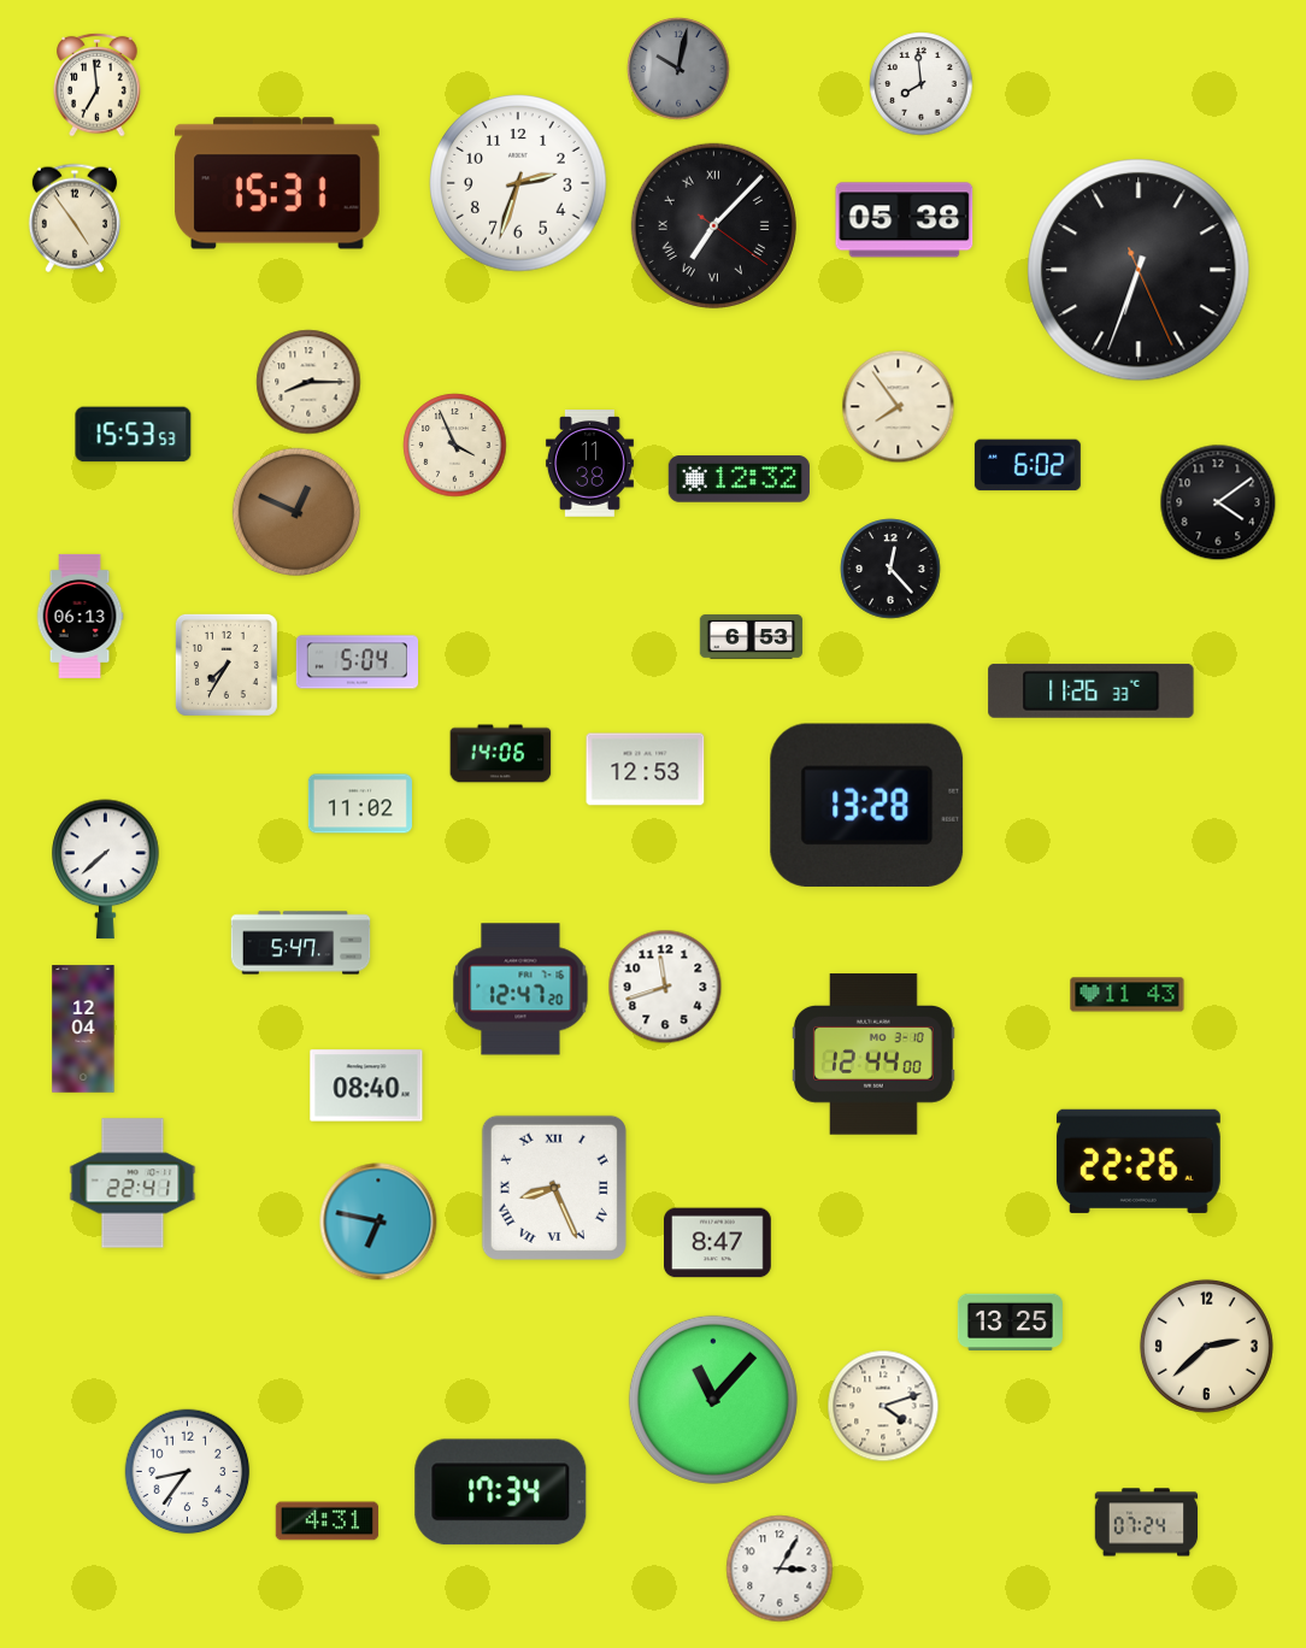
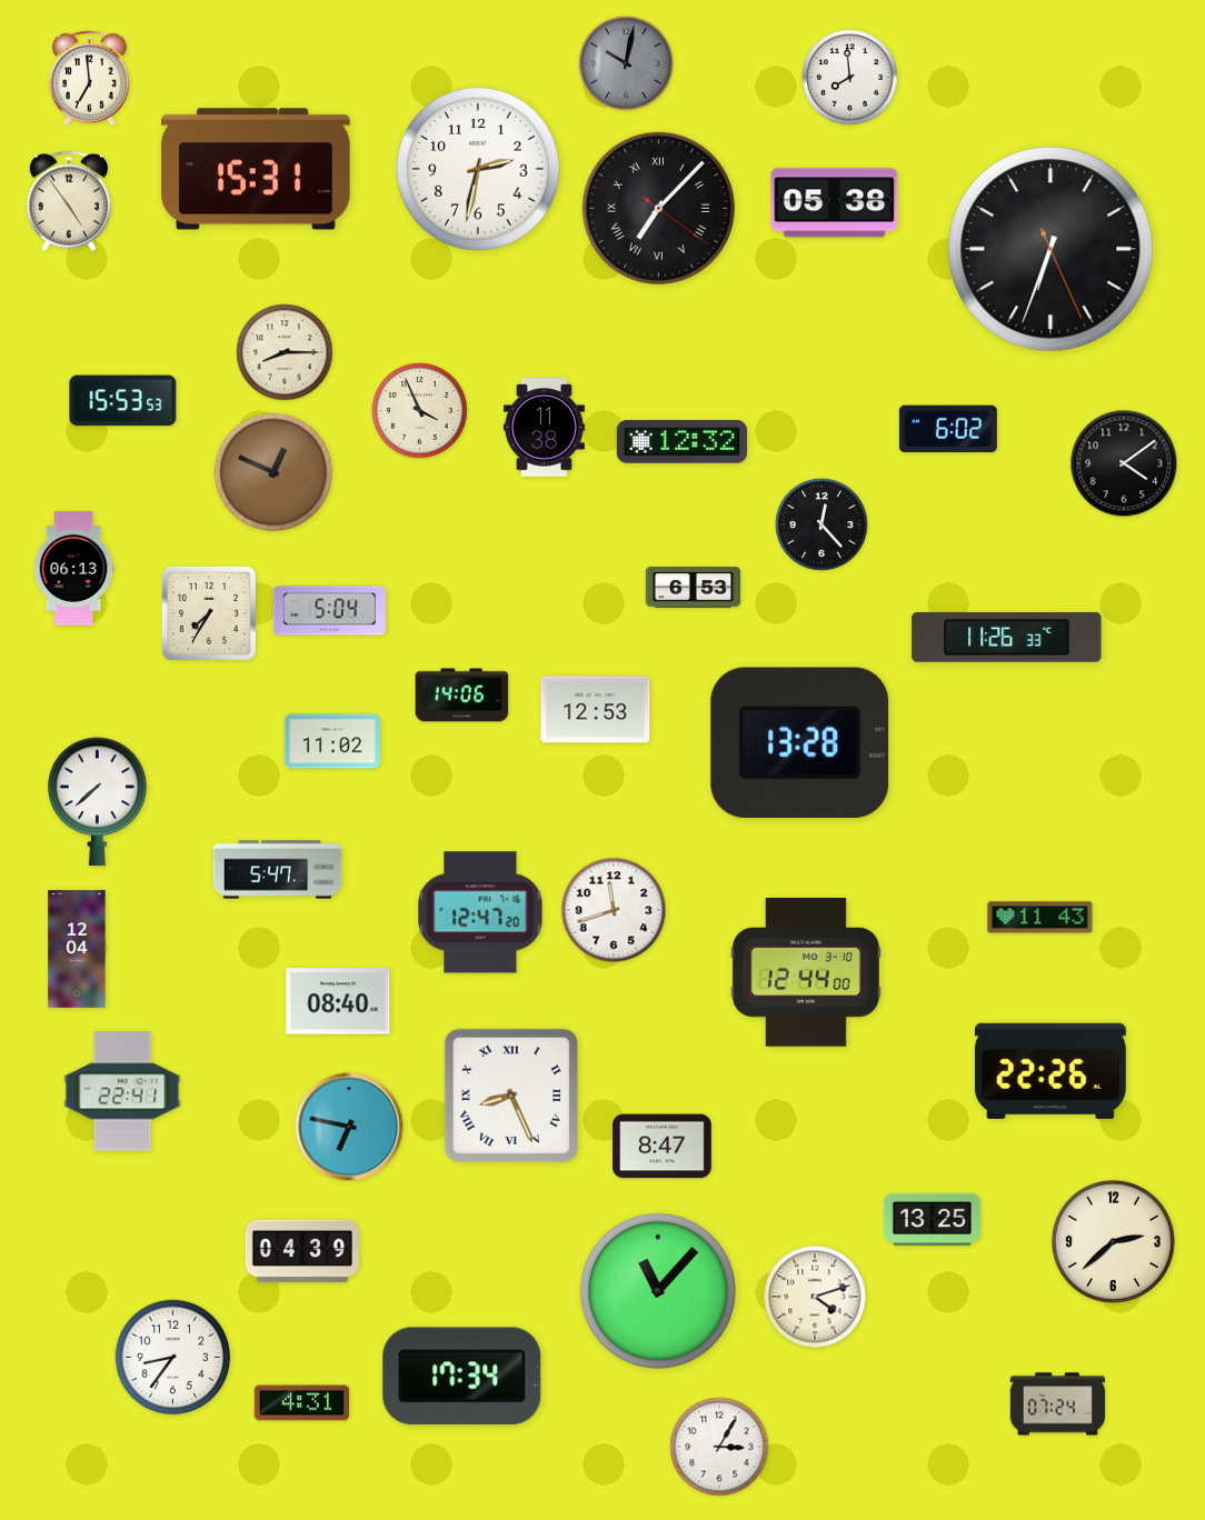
clock at (518, 183): 2:33 -> 2:32
clock at (899, 407): 7:54 -> none
clock at (302, 1251): none -> 04:39
